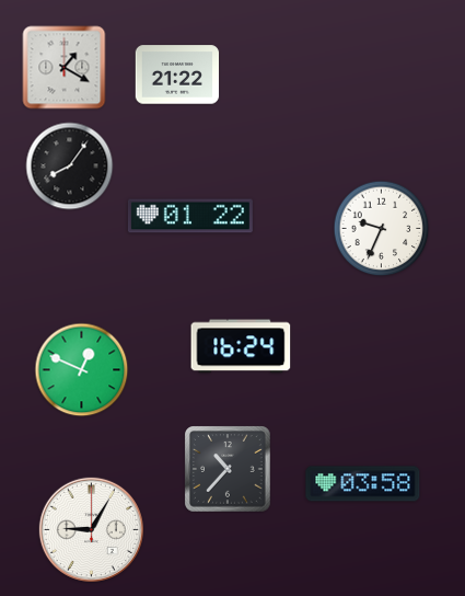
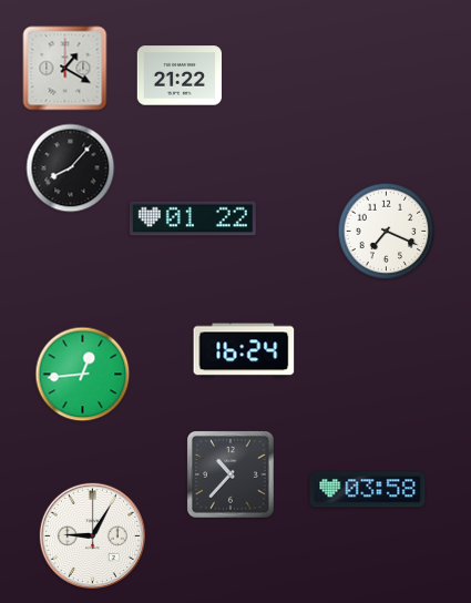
clock at (70, 167): 8:06 -> 8:07
clock at (382, 229): 9:34 -> 7:19
clock at (82, 370): 12:49 -> 12:44
